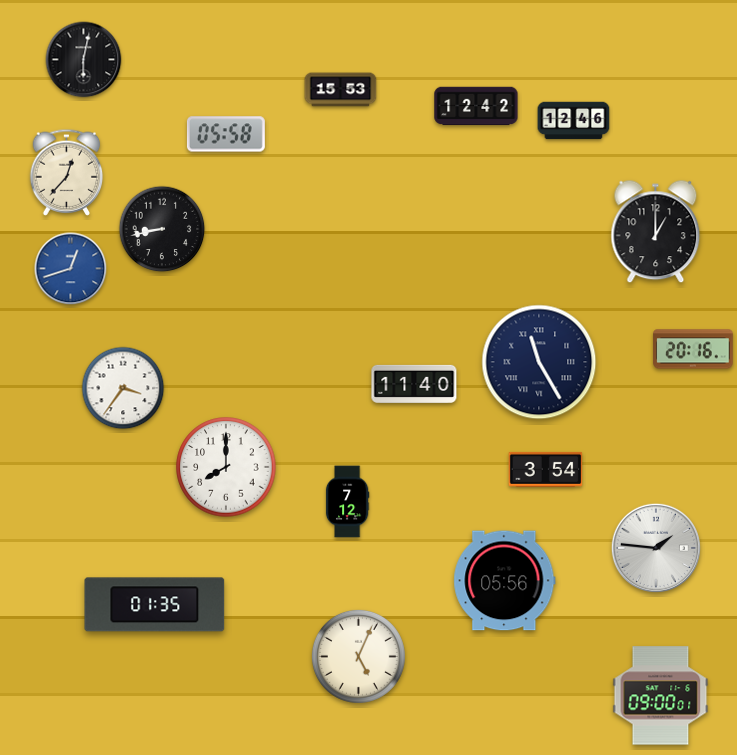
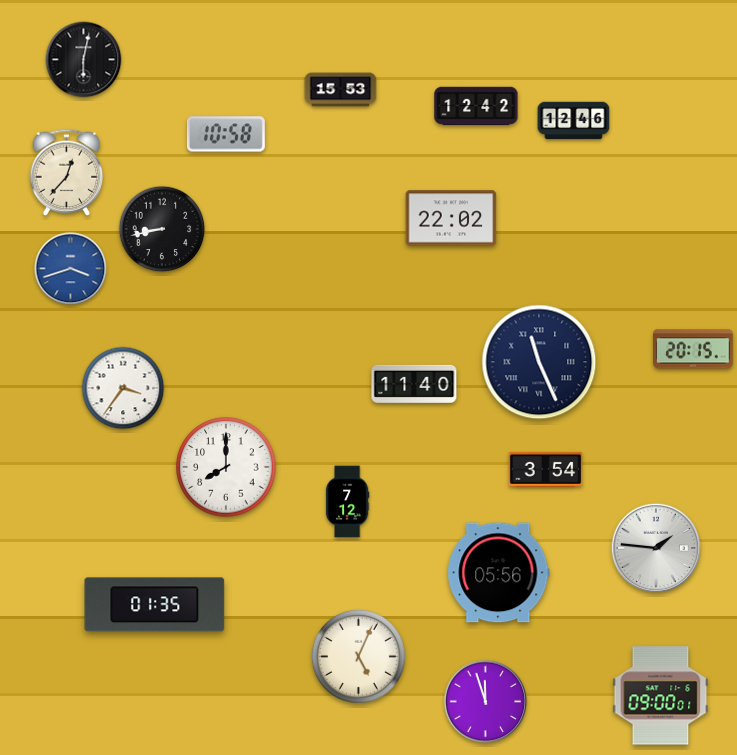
clock at (226, 134): 05:58 -> 10:58
clock at (451, 218): none -> 22:02
clock at (656, 232): 1:00 -> none
clock at (71, 269): 12:42 -> 3:42
clock at (693, 349): 20:16 -> 20:15
clock at (539, 362): 11:25 -> 11:26
clock at (505, 581) position: (505, 581) -> (499, 573)
clock at (486, 702): none -> 11:57
